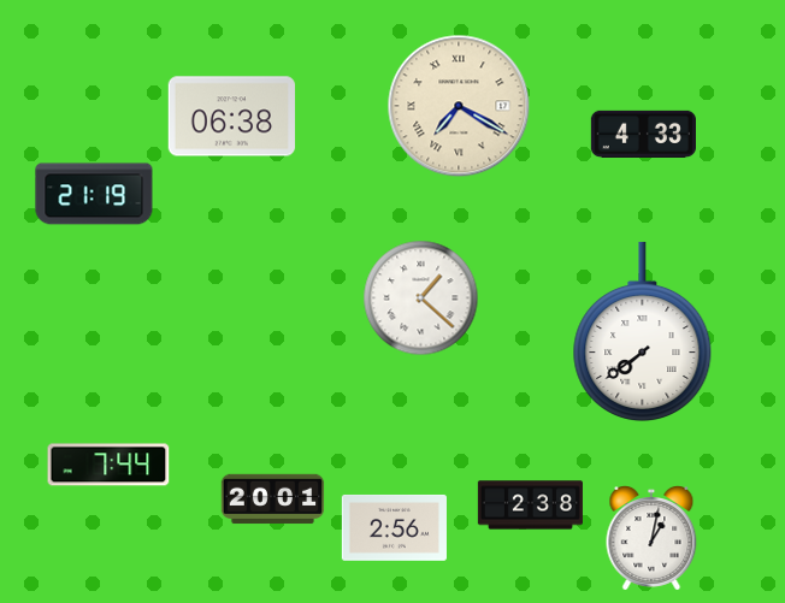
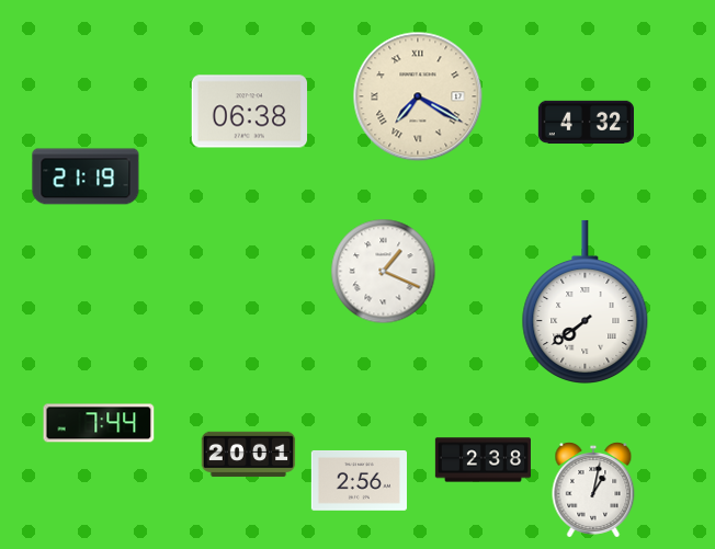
clock at (232, 117) position: (232, 117) -> (250, 112)
clock at (643, 134): 4:33 -> 4:32
clock at (421, 298): 1:22 -> 1:19
